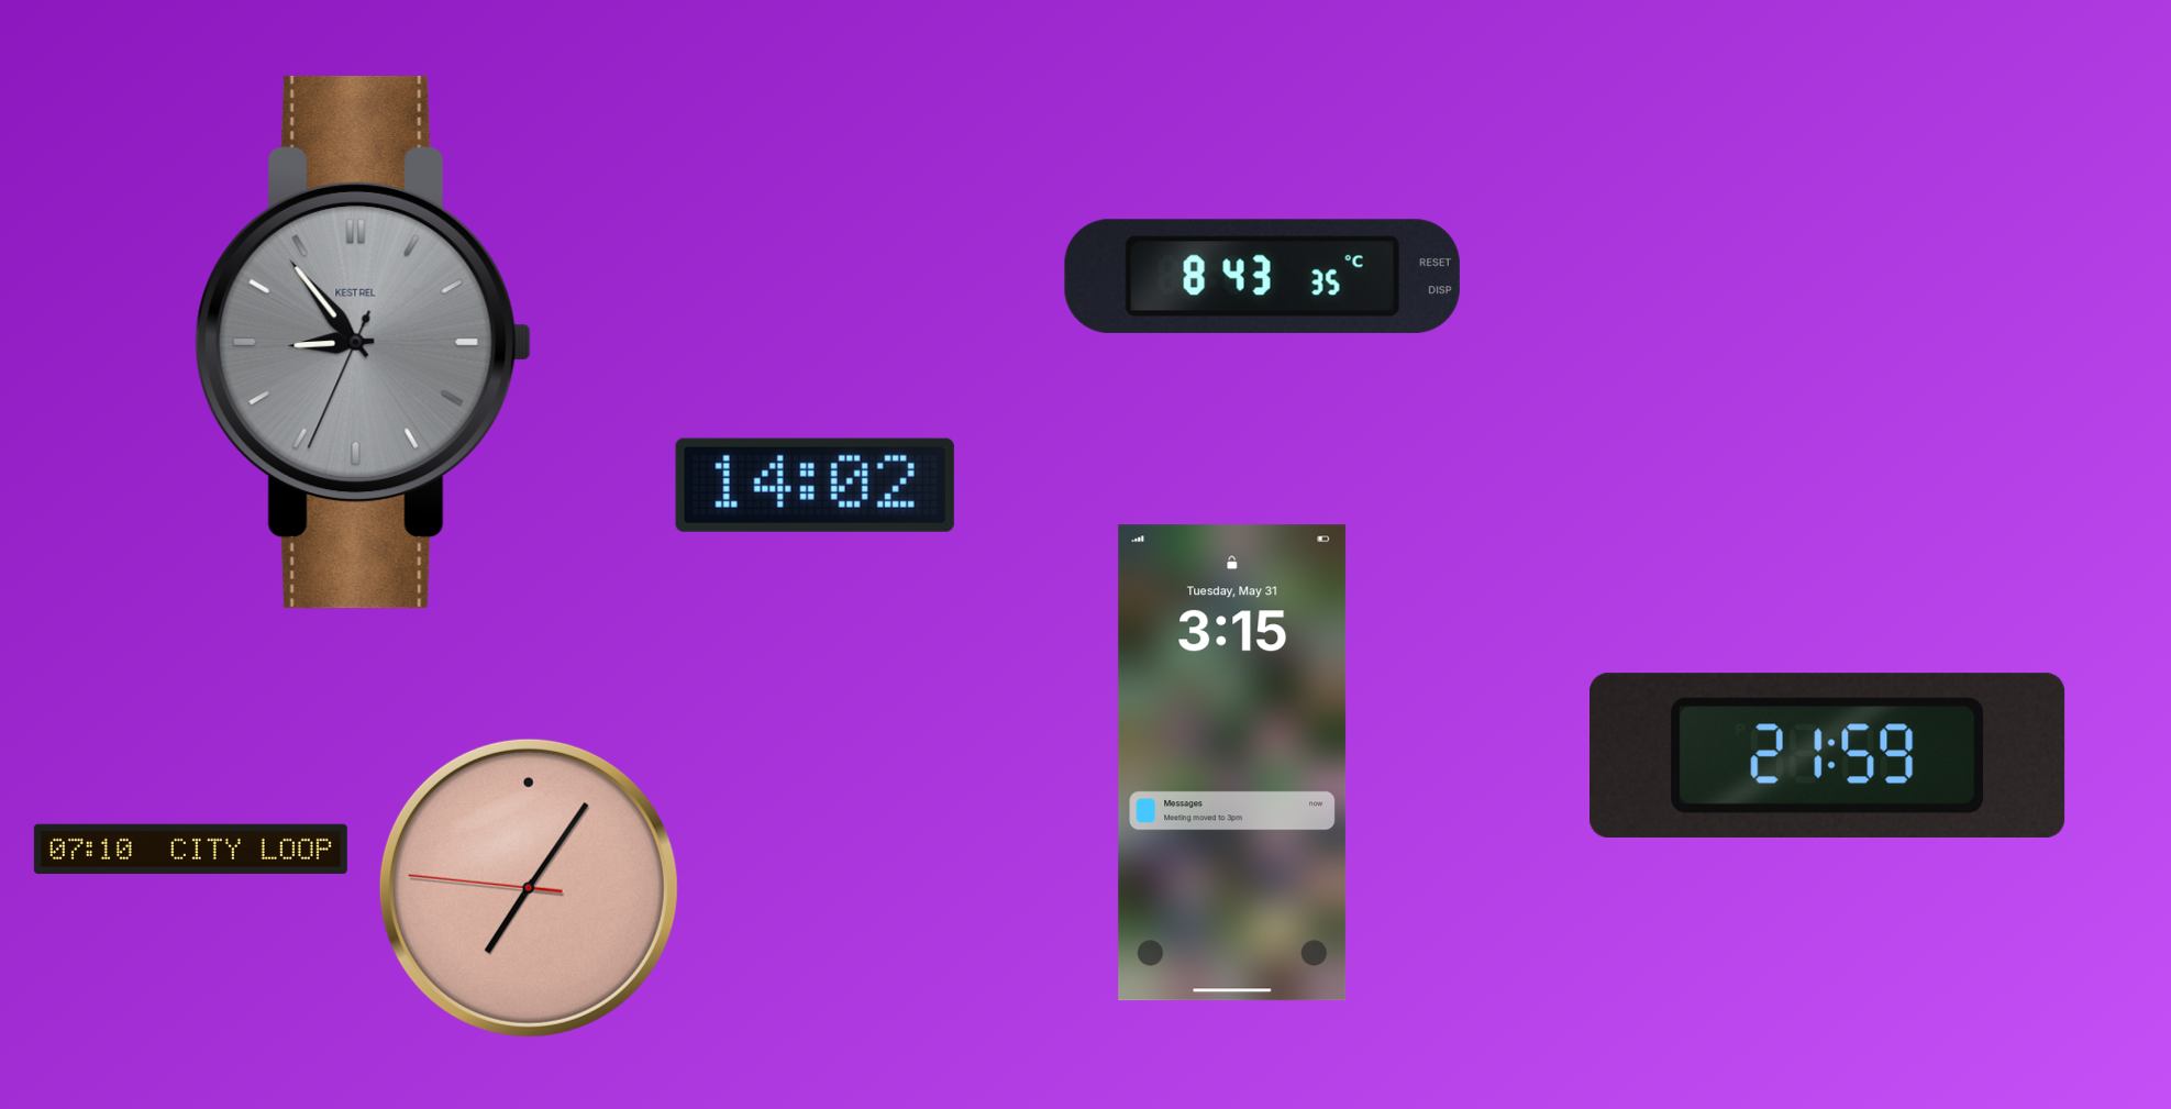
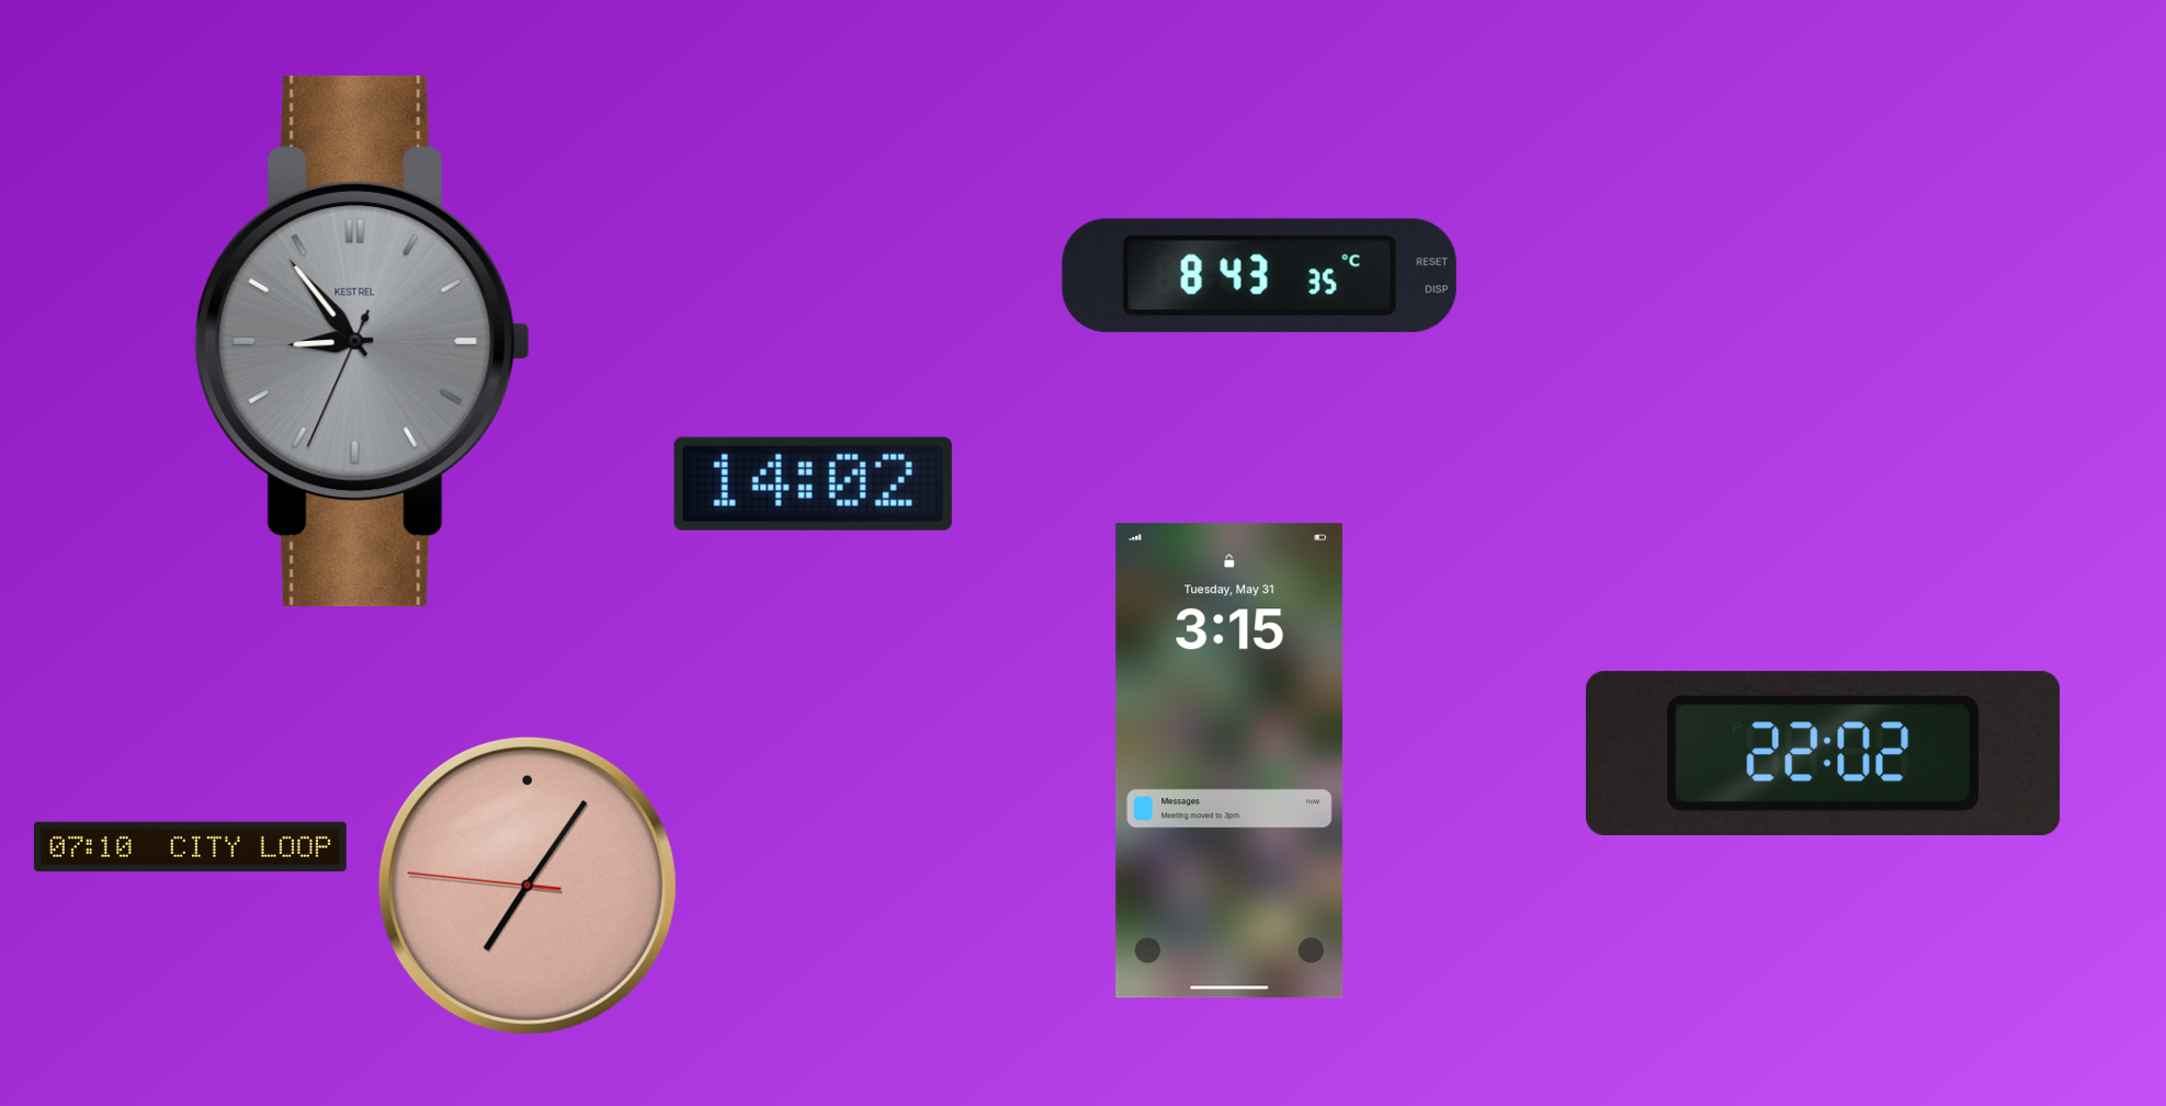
clock at (1828, 755): 21:59 -> 22:02
